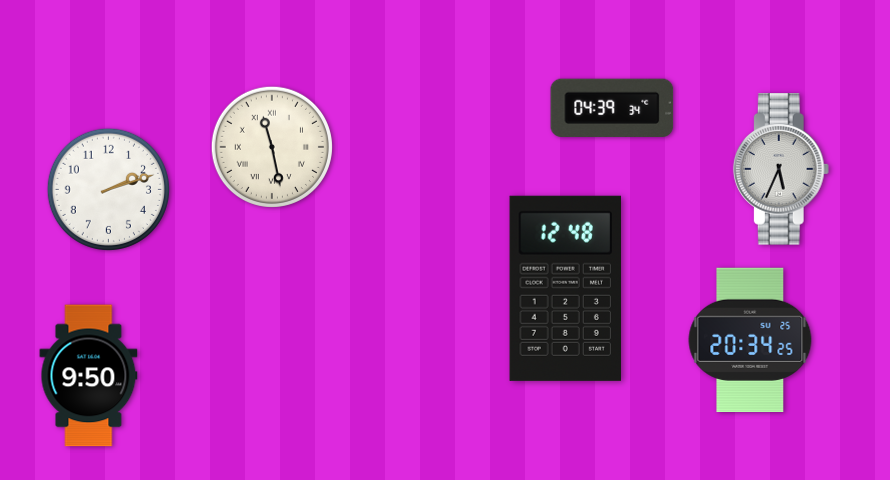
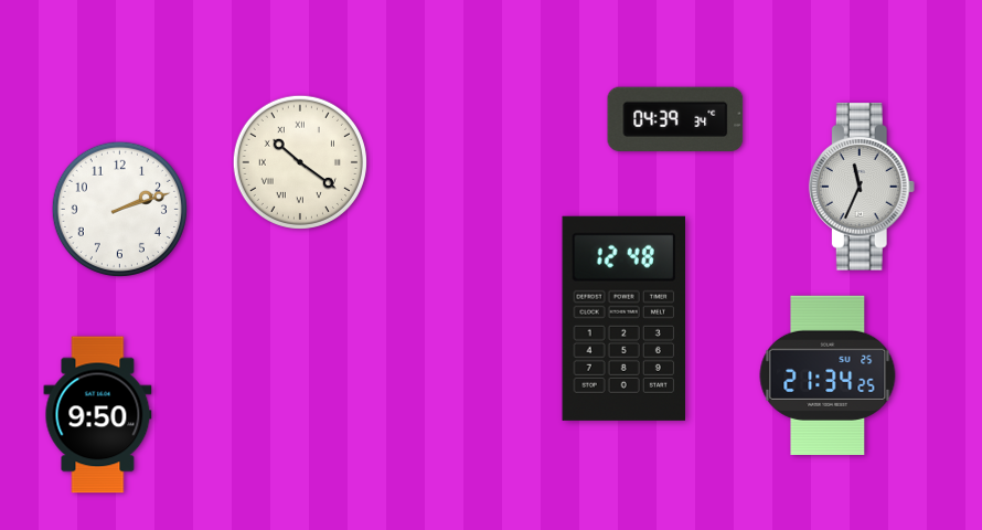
clock at (272, 147): 11:28 -> 10:21
clock at (781, 169): 5:34 -> 11:34
clock at (750, 339): 20:34 -> 21:34
